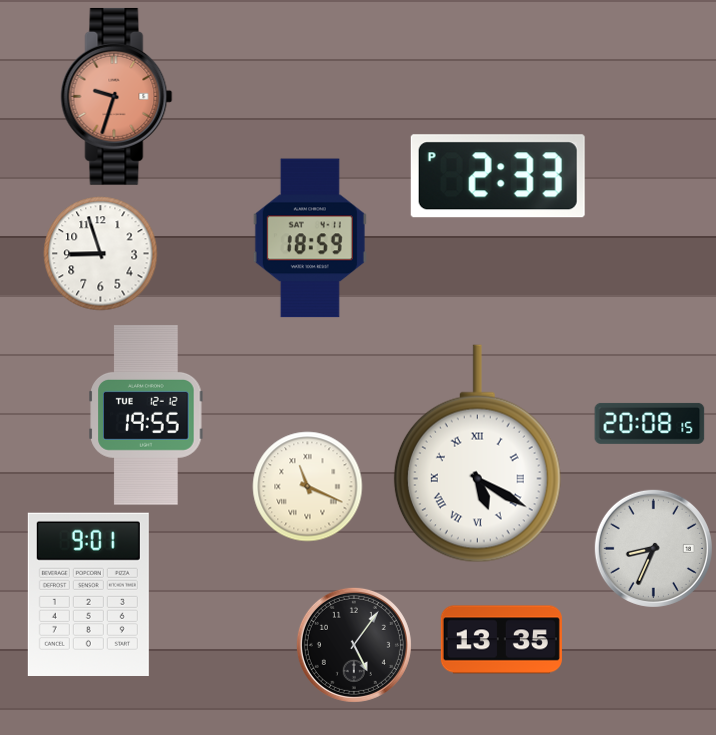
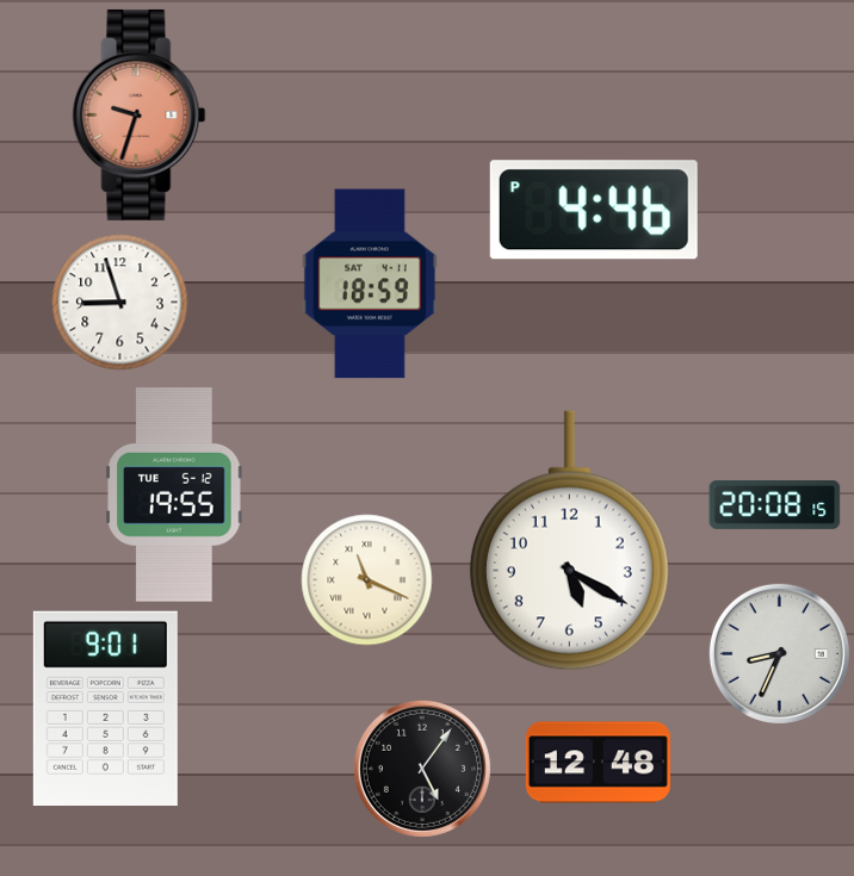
clock at (498, 176): 2:33 -> 4:46
clock at (146, 416) date: TUE 12-12 -> TUE 5-12
clock at (477, 454) numerals: Roman -> Arabic
clock at (501, 640): 13:35 -> 12:48
